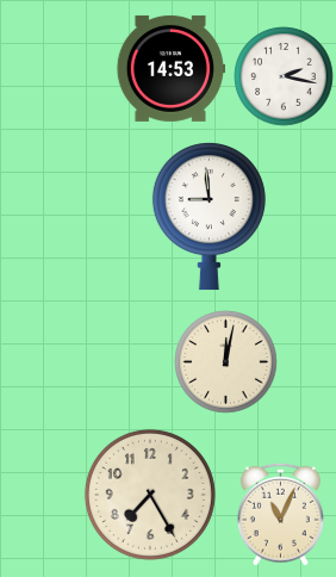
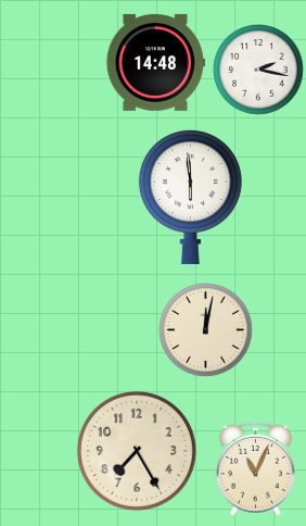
clock at (170, 68): 14:53 -> 14:48
clock at (209, 217): 8:59 -> 5:59
